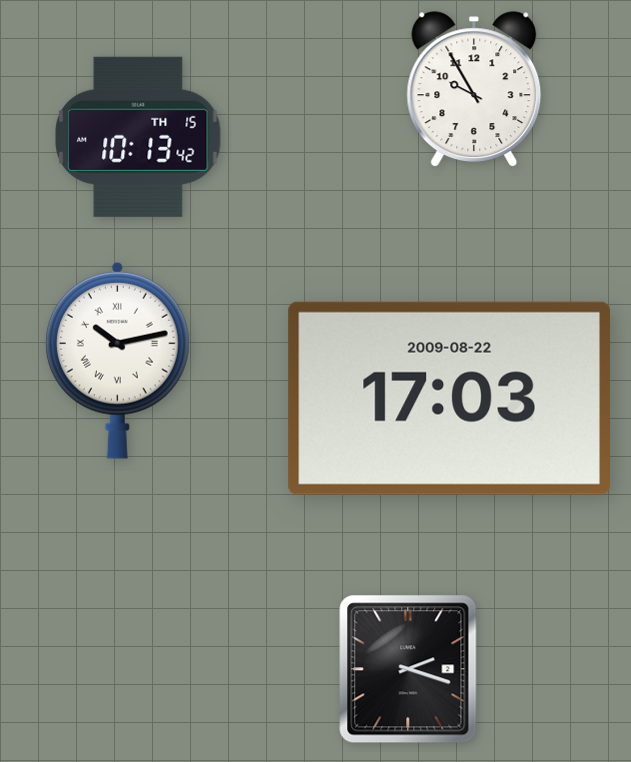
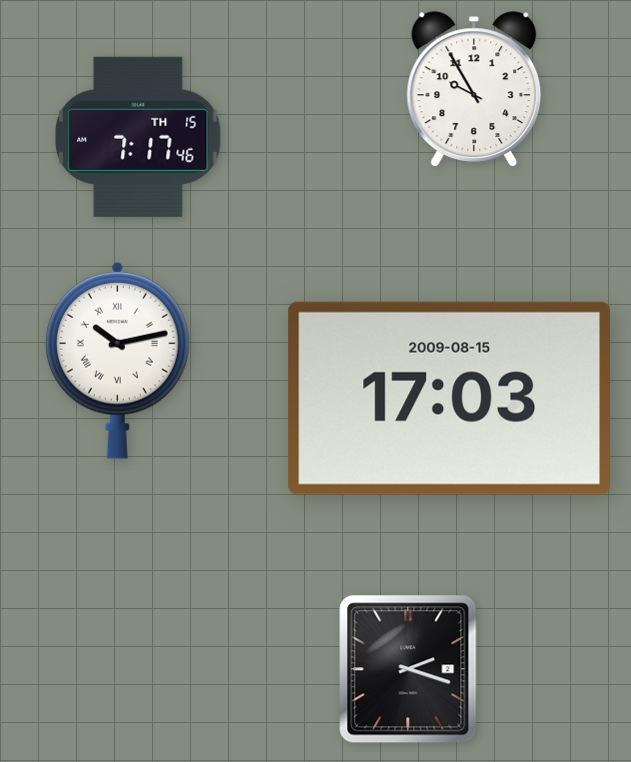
clock at (138, 137): 10:13 -> 7:17
clock at (449, 398) date: 2009-08-22 -> 2009-08-15
